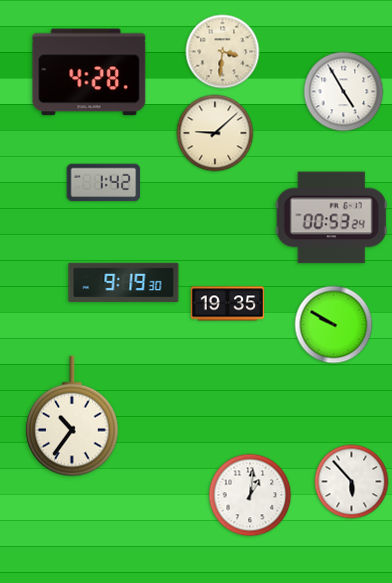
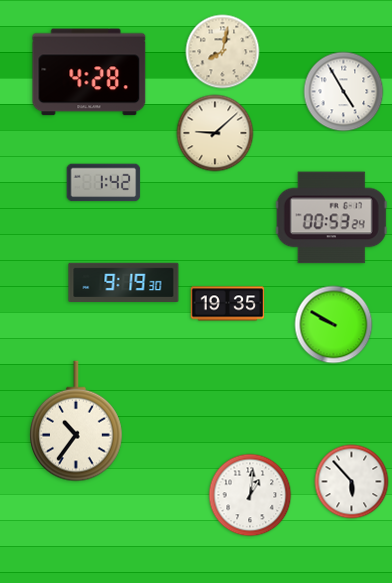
clock at (223, 52): 3:31 -> 8:02
clock at (72, 416) position: (72, 416) -> (76, 421)
